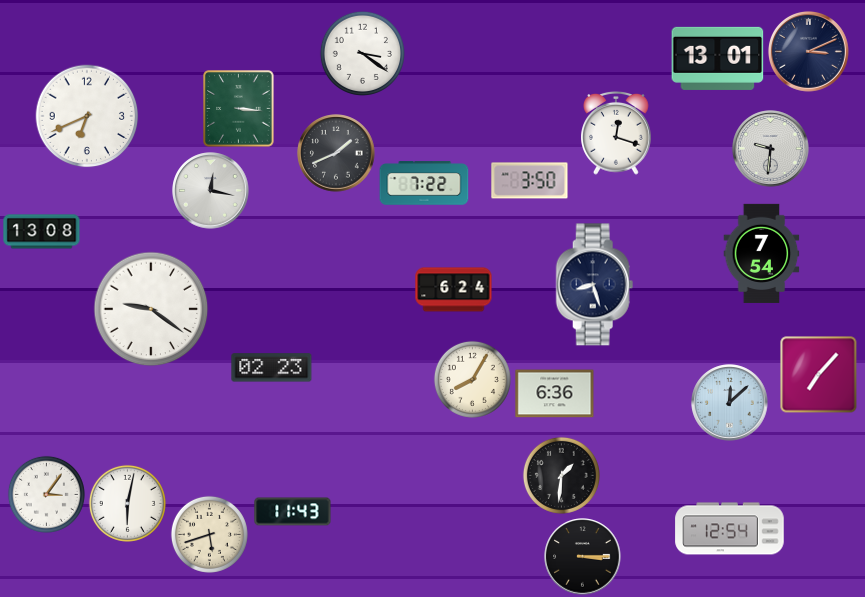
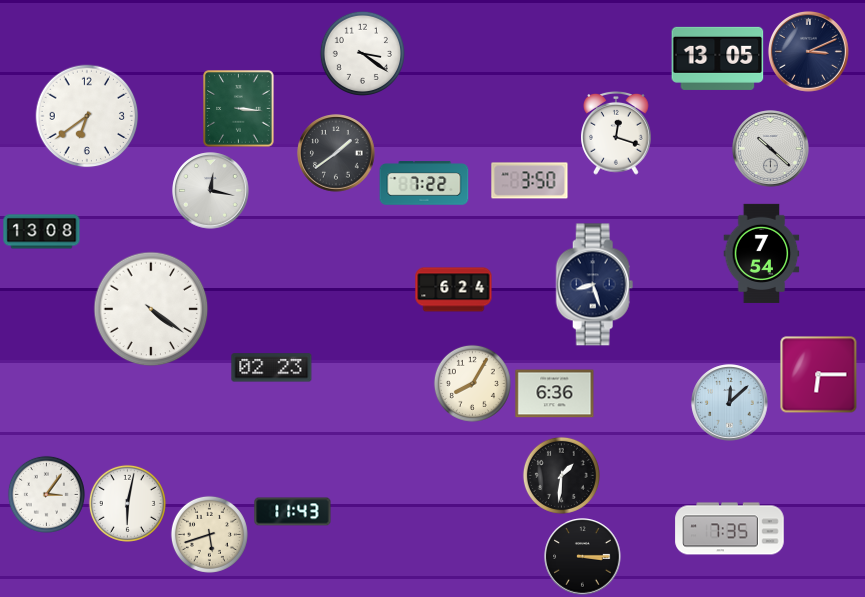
clock at (718, 58): 13:01 -> 13:05
clock at (87, 116): 6:41 -> 6:39
clock at (771, 149): 9:31 -> 10:22
clock at (336, 153): 1:41 -> 1:39
clock at (151, 309): 9:21 -> 4:21
clock at (819, 375): 7:07 -> 6:15
clock at (472, 379) position: (472, 379) -> (472, 383)
clock at (730, 529): 12:54 -> 7:35
